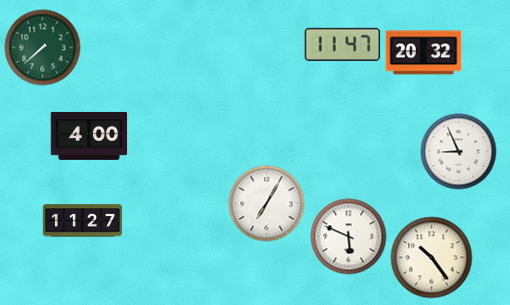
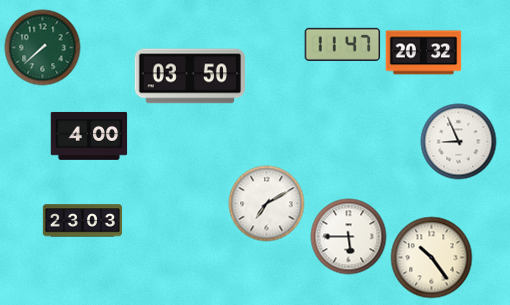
clock at (190, 76): none -> 03:50
clock at (459, 152) position: (459, 152) -> (459, 142)
clock at (267, 204): 7:05 -> 7:10
clock at (82, 221): 11:27 -> 23:03
clock at (349, 237): 5:49 -> 5:45
